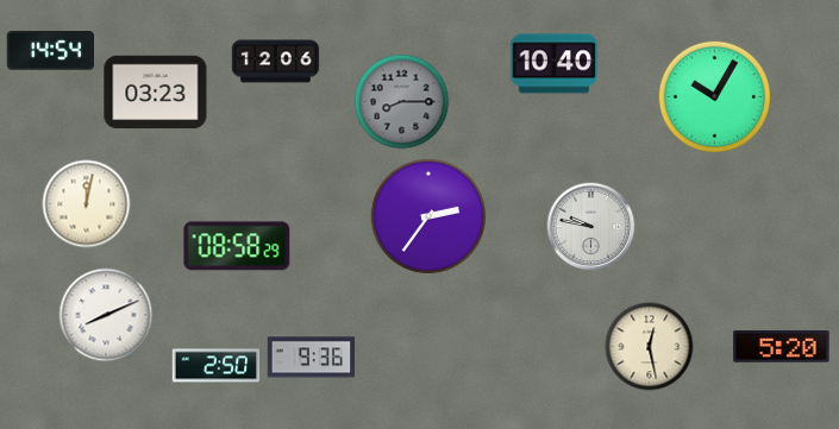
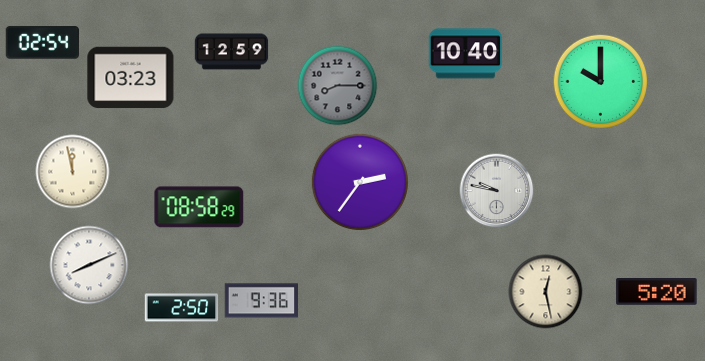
clock at (51, 51): 14:54 -> 02:54
clock at (276, 62): 12:06 -> 12:59
clock at (714, 96): 10:05 -> 10:00
clock at (87, 204): 12:02 -> 11:58
